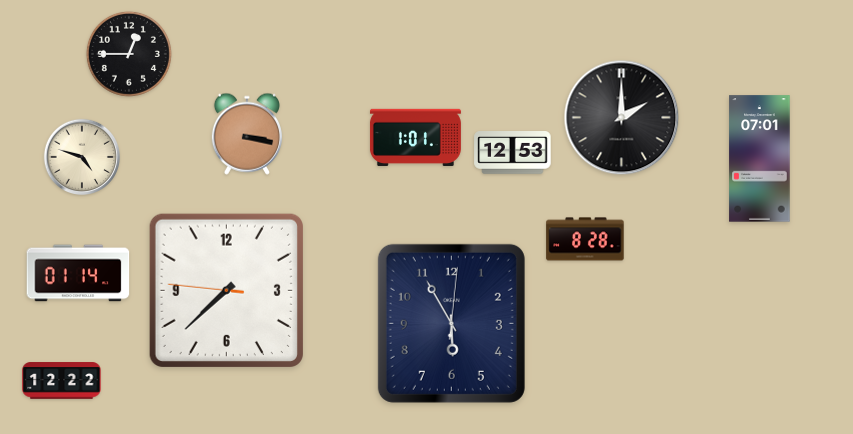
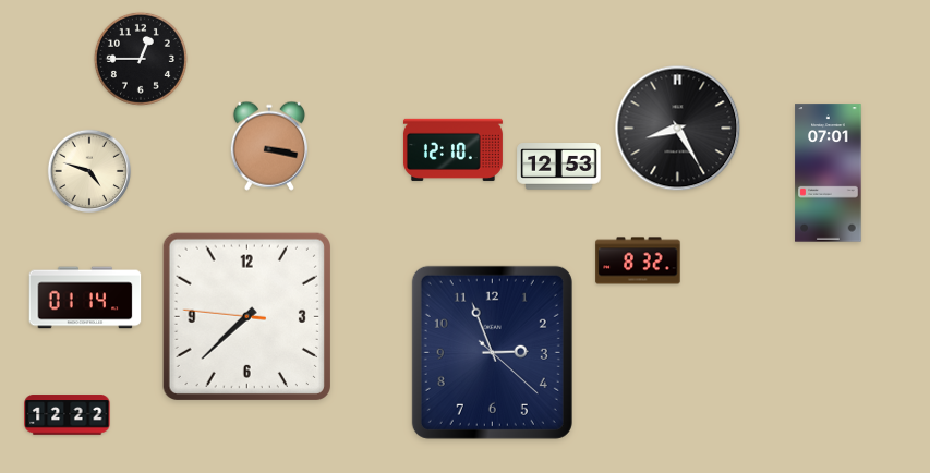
clock at (622, 118): 2:00 -> 8:25
clock at (415, 137): 1:01 -> 12:10
clock at (585, 239): 8:28 -> 8:32
clock at (451, 323): 5:55 -> 2:56
